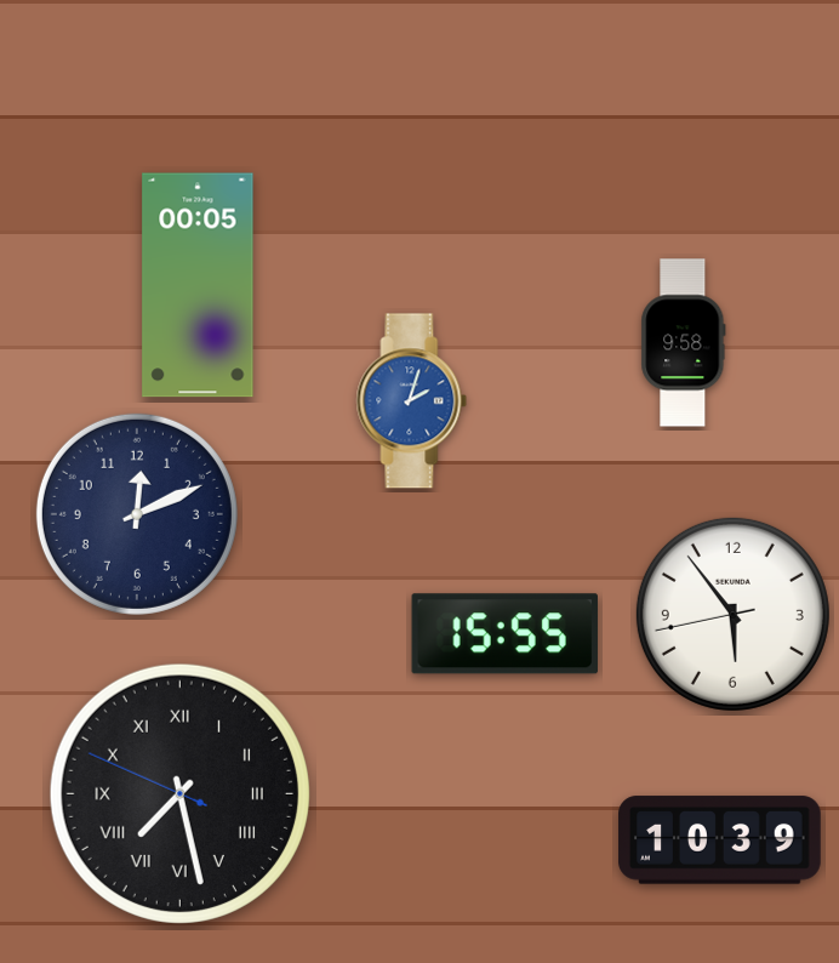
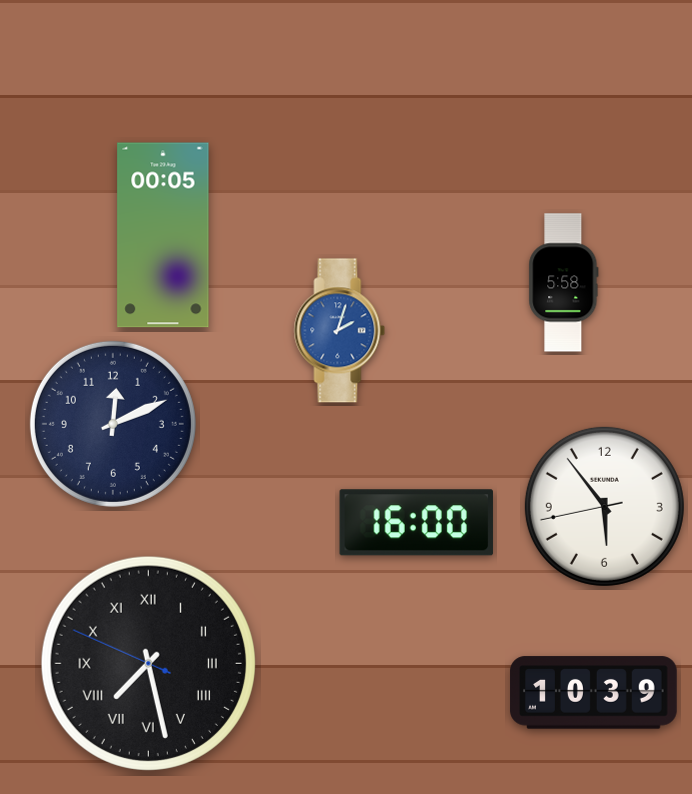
clock at (684, 343): 9:58 -> 5:58
clock at (504, 634): 15:55 -> 16:00
clock at (179, 793) position: (179, 793) -> (148, 663)
